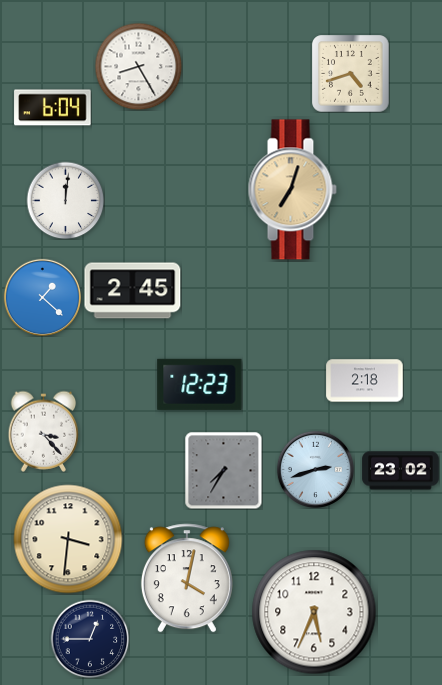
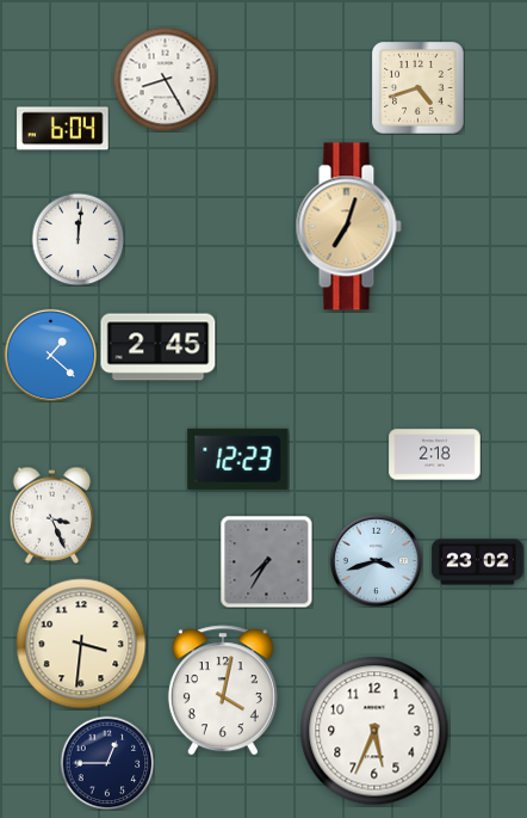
clock at (44, 431): 3:23 -> 3:26
clock at (315, 469): 2:42 -> 3:42
